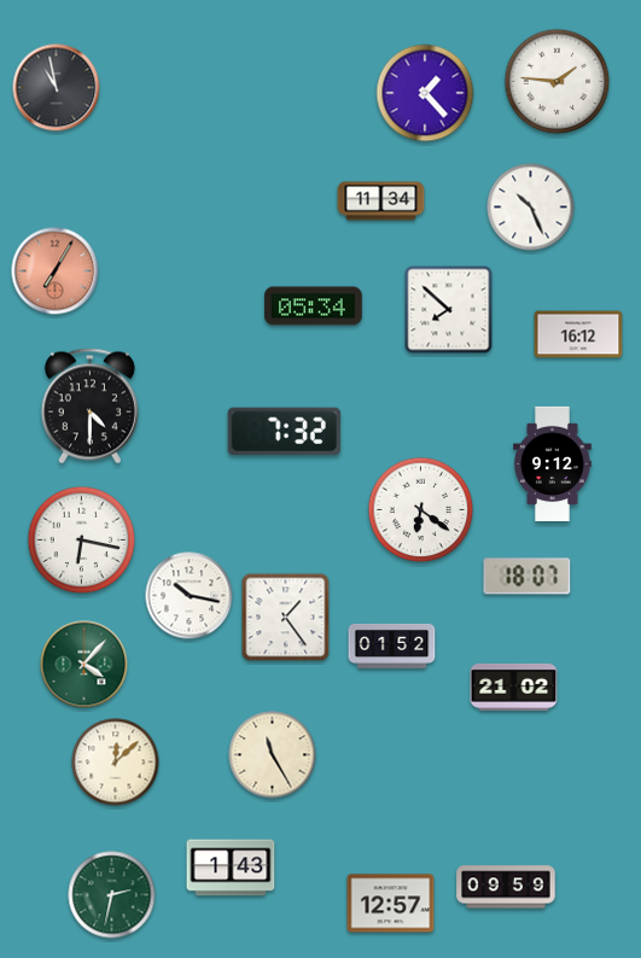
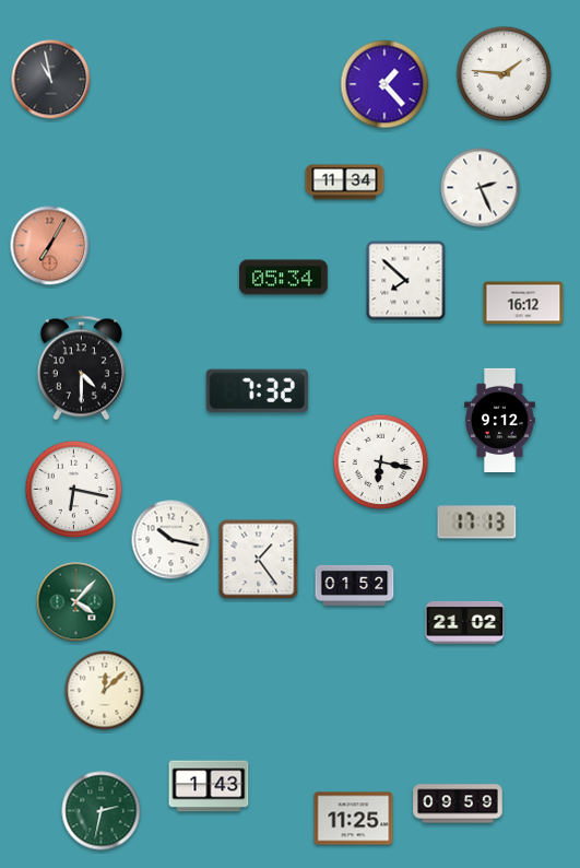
clock at (531, 208): 10:26 -> 2:26
clock at (421, 510): 6:21 -> 6:17
clock at (528, 577): 18:07 -> 17:13
clock at (273, 755): 11:25 -> none
clock at (391, 904): 12:57 -> 11:25
